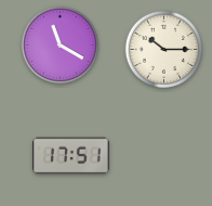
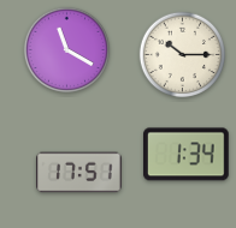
clock at (187, 155): none -> 1:34
